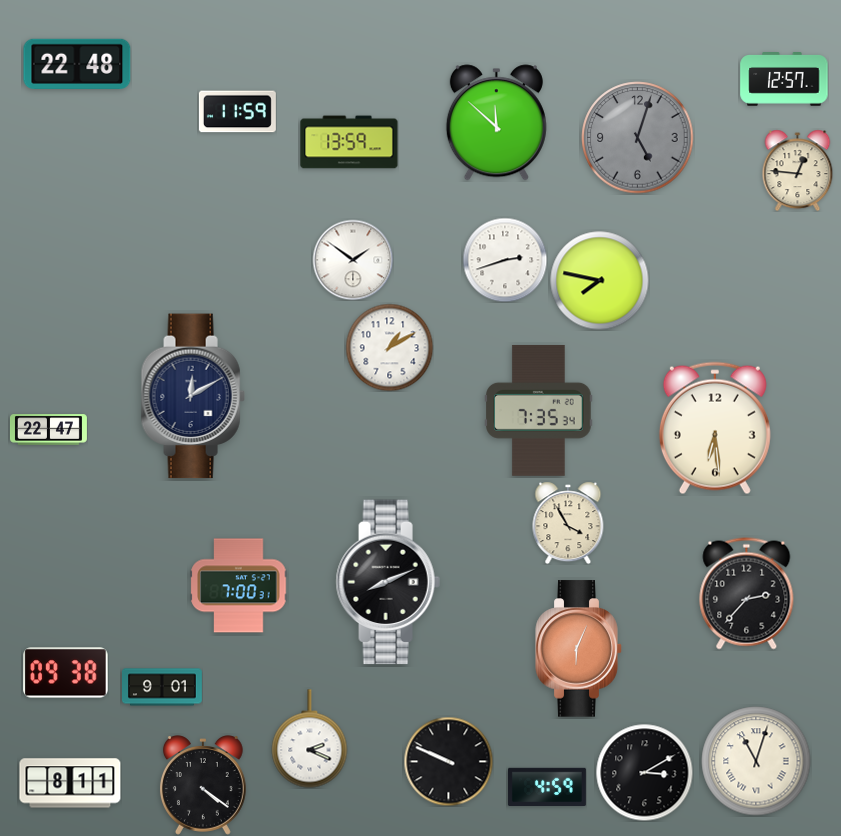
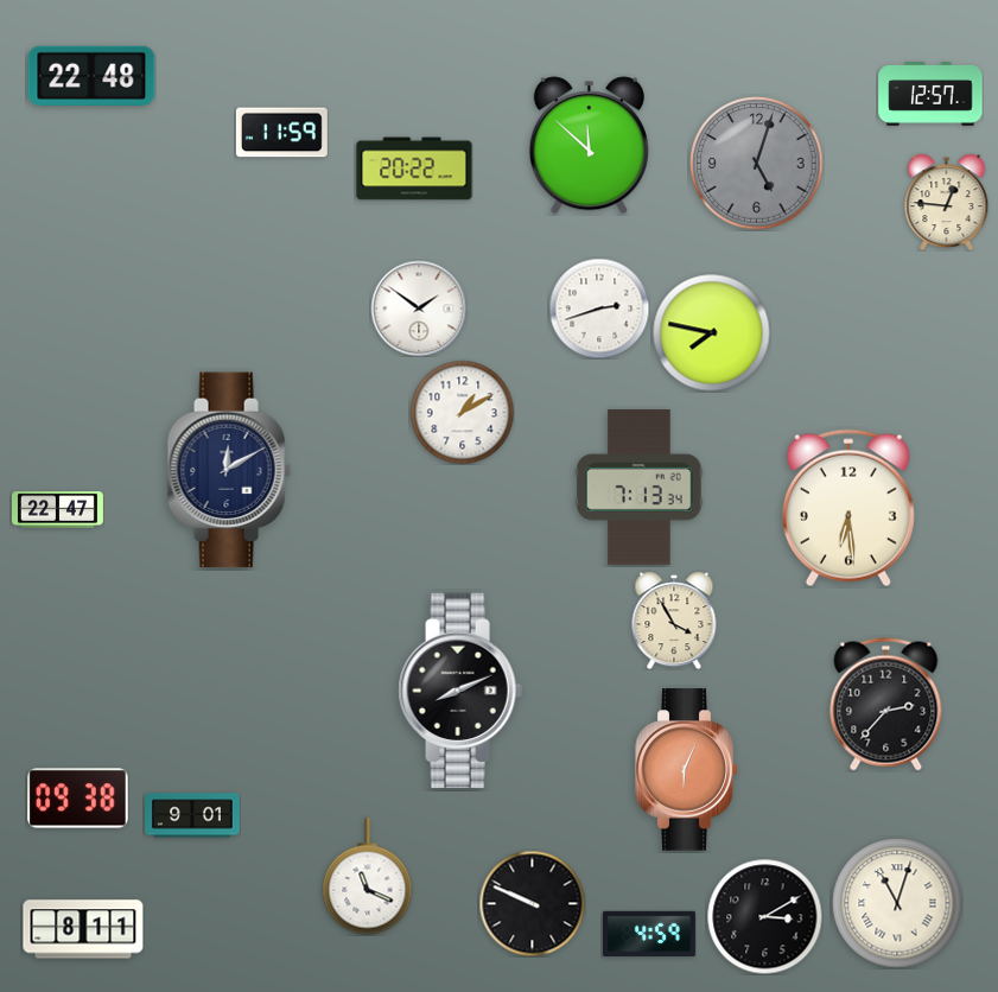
clock at (349, 142): 13:59 -> 20:22
clock at (539, 410): 7:35 -> 7:13
clock at (239, 586): 7:00 -> none
clock at (310, 739): 2:19 -> 11:19
clock at (203, 785): 4:21 -> none
